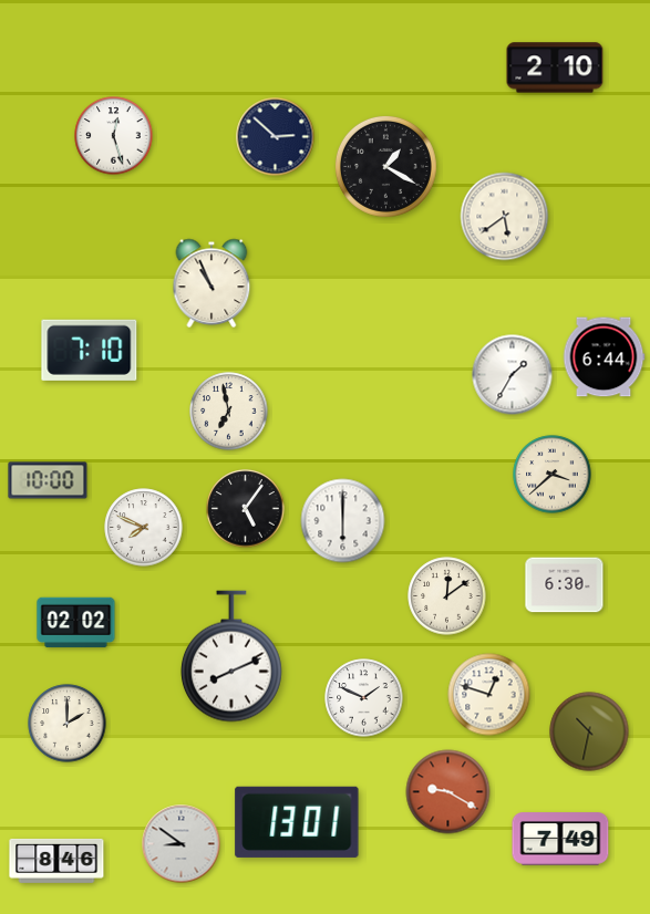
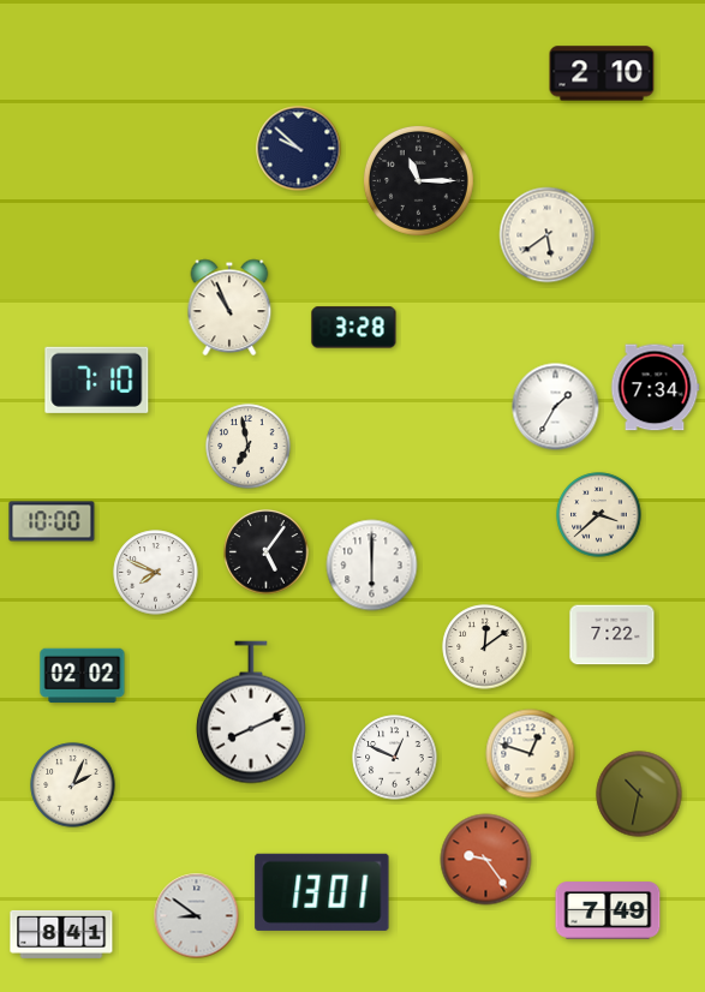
clock at (114, 136): 12:27 -> none
clock at (276, 137): 2:52 -> 9:52
clock at (385, 166): 1:20 -> 11:15
clock at (354, 328): none -> 3:28
clock at (603, 357): 6:44 -> 7:34
clock at (565, 585): 6:30 -> 7:22
clock at (364, 698): 1:49 -> 12:49
clock at (68, 724): 2:00 -> 2:04
clock at (448, 792): 9:20 -> 9:24
clock at (56, 861): 8:46 -> 8:41
